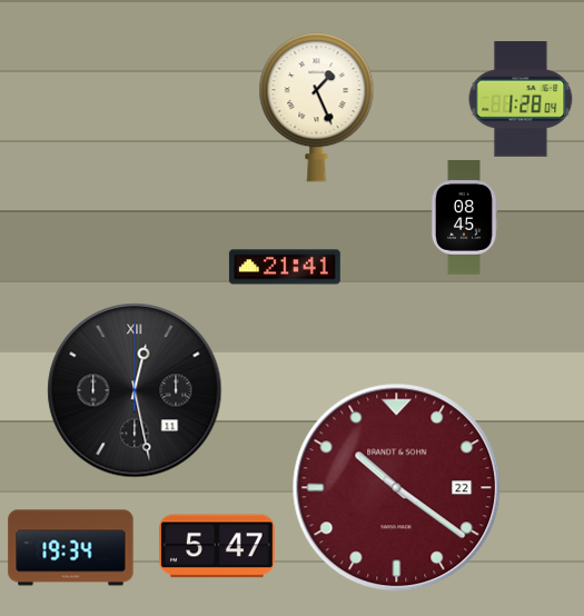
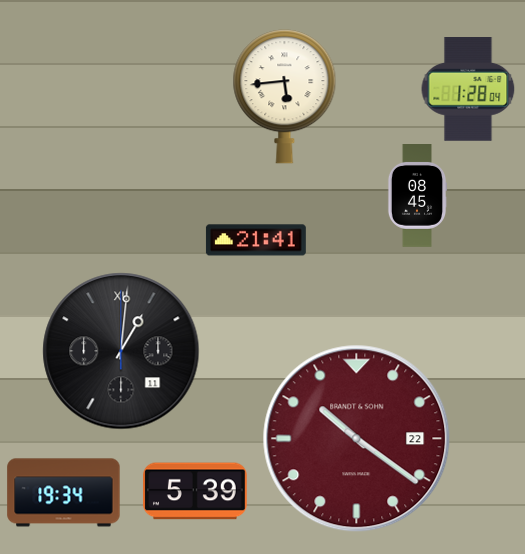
clock at (317, 108): 1:26 -> 5:44
clock at (135, 390): 12:28 -> 1:01
clock at (218, 546): 5:47 -> 5:39
